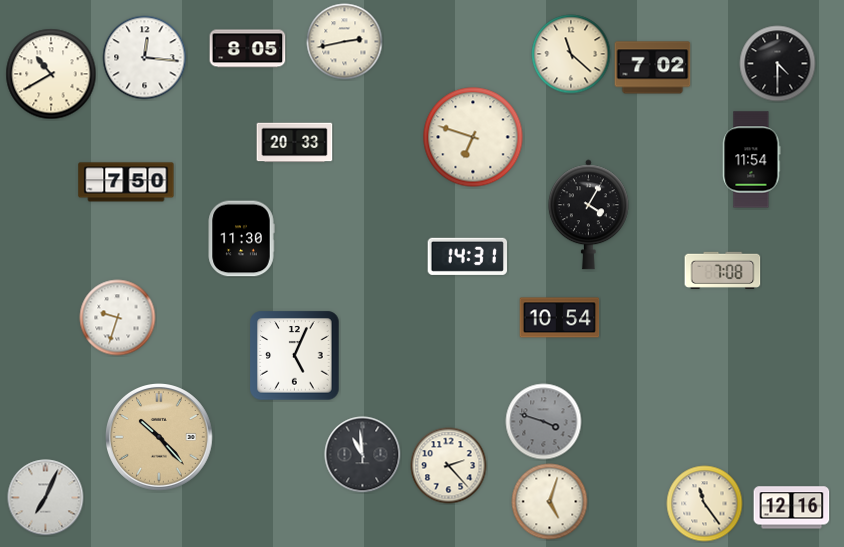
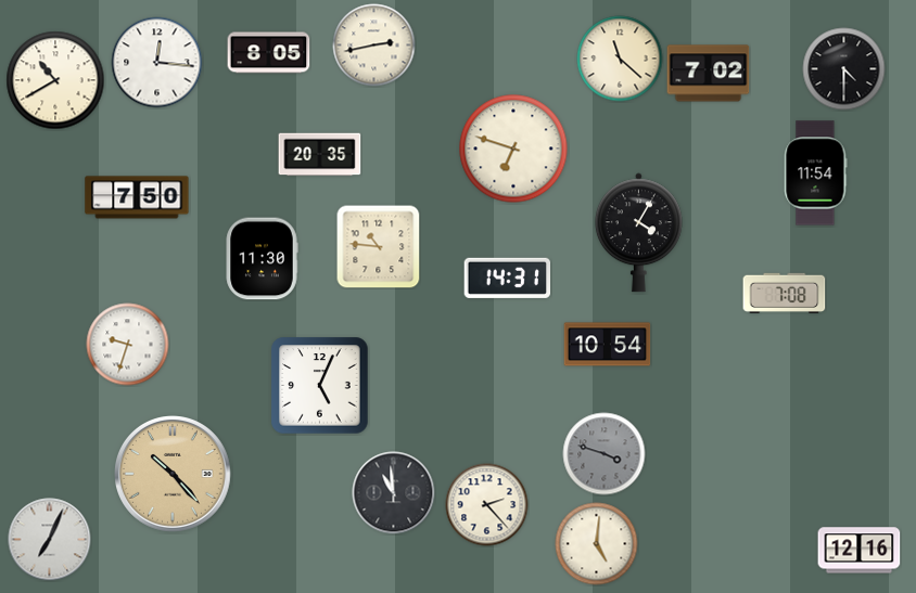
clock at (295, 143): 20:33 -> 20:35
clock at (379, 247): none -> 10:46
clock at (544, 422) position: (544, 422) -> (605, 454)
clock at (550, 502): 5:03 -> 5:01
clock at (705, 504): 11:24 -> none
